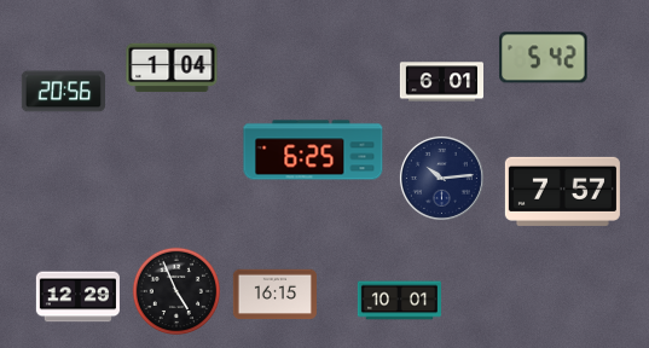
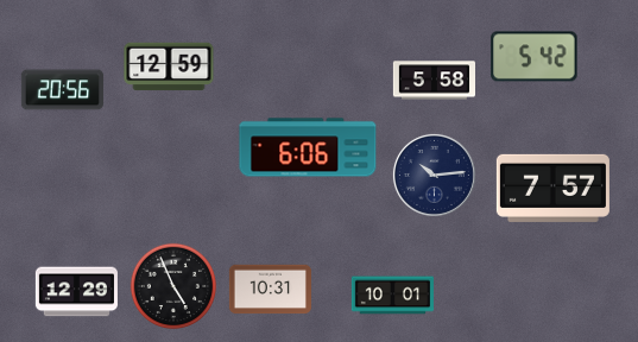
clock at (172, 68): 1:04 -> 12:59
clock at (441, 82): 6:01 -> 5:58
clock at (313, 150): 6:25 -> 6:06
clock at (274, 295): 16:15 -> 10:31
